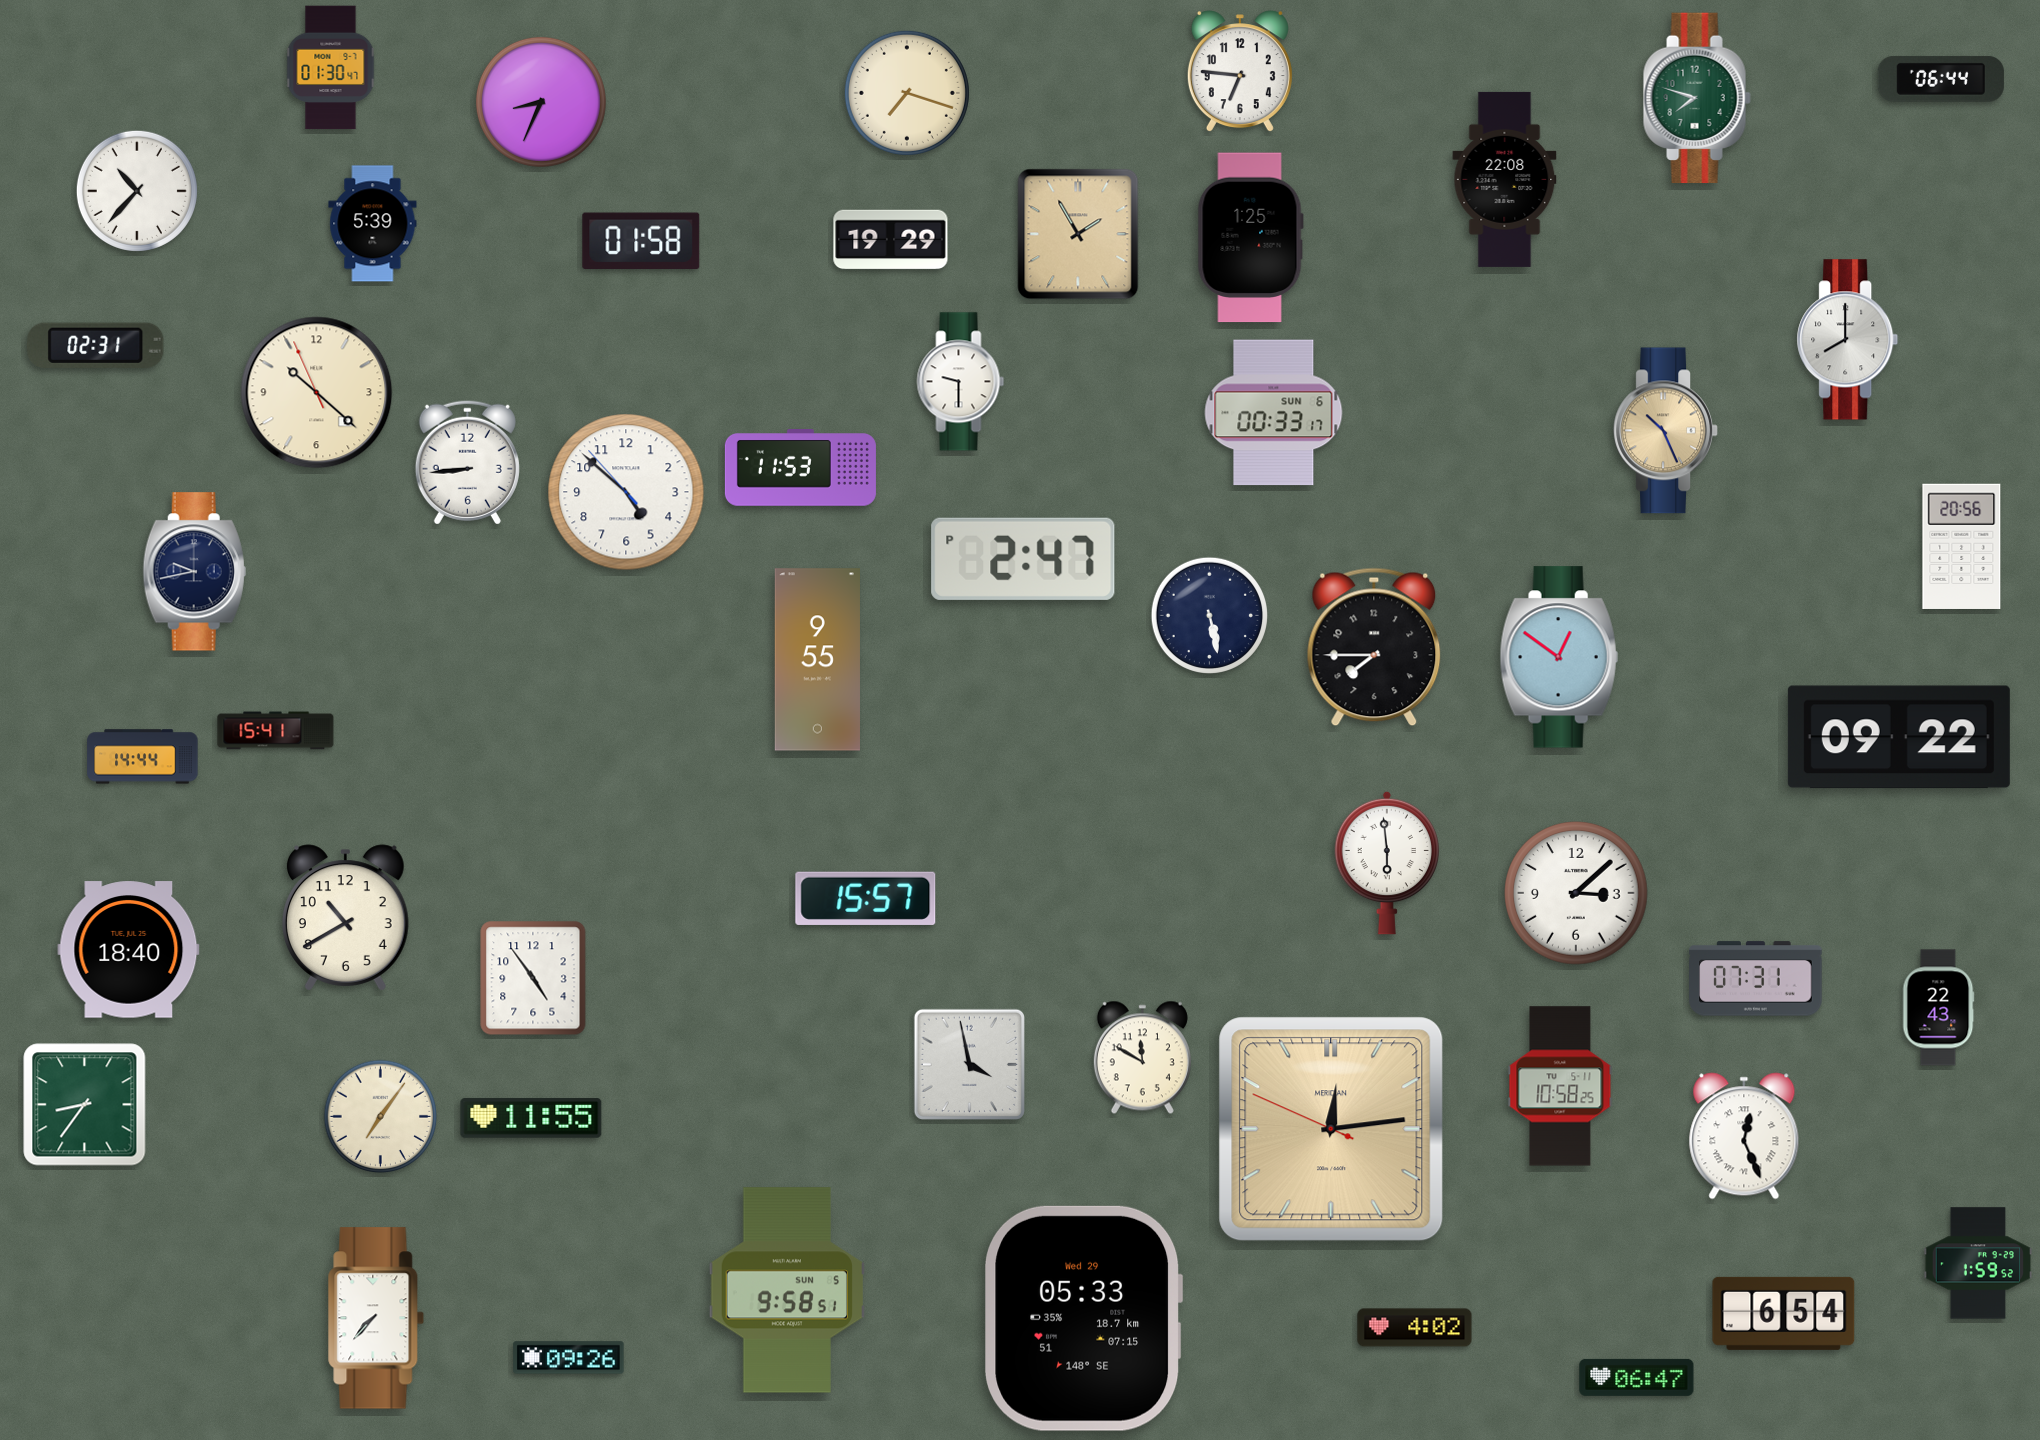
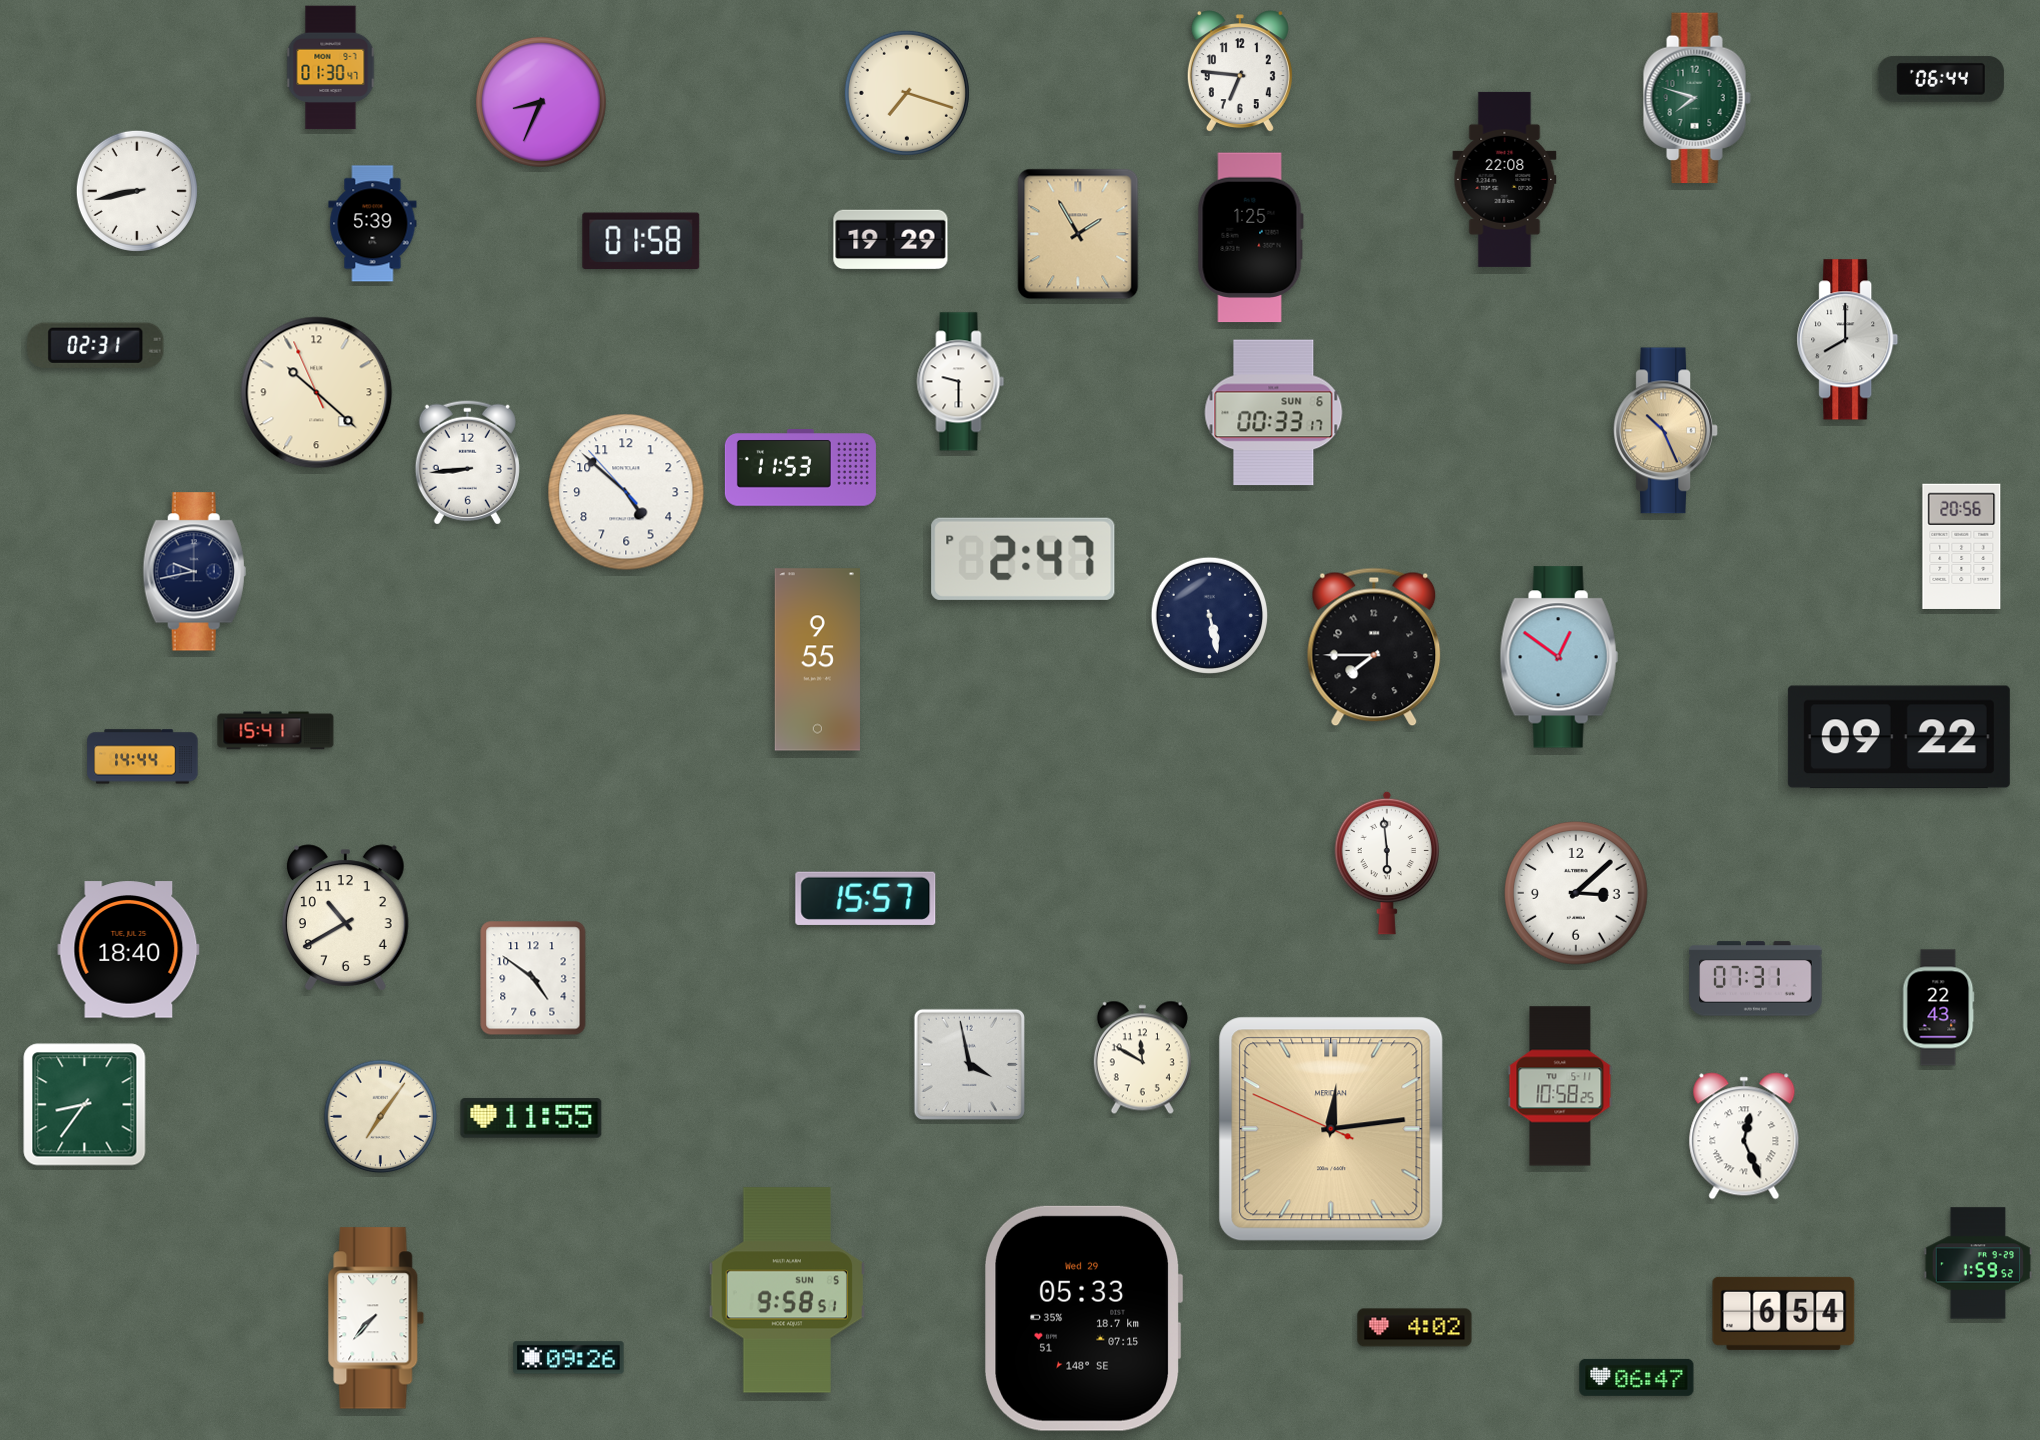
clock at (137, 191): 10:37 -> 8:43
clock at (533, 978): 4:54 -> 4:51
